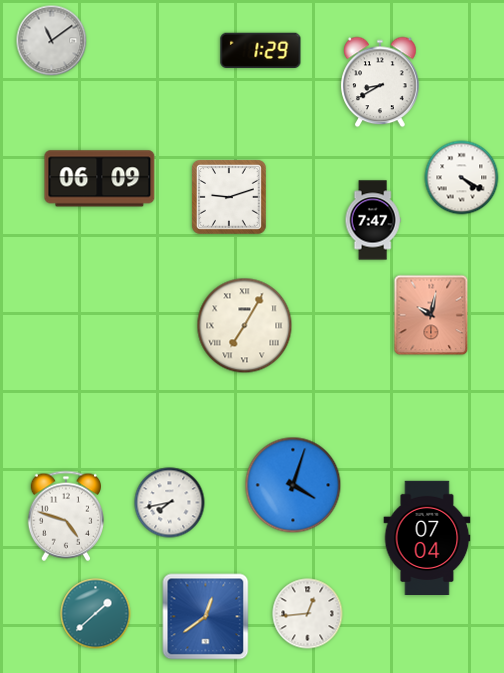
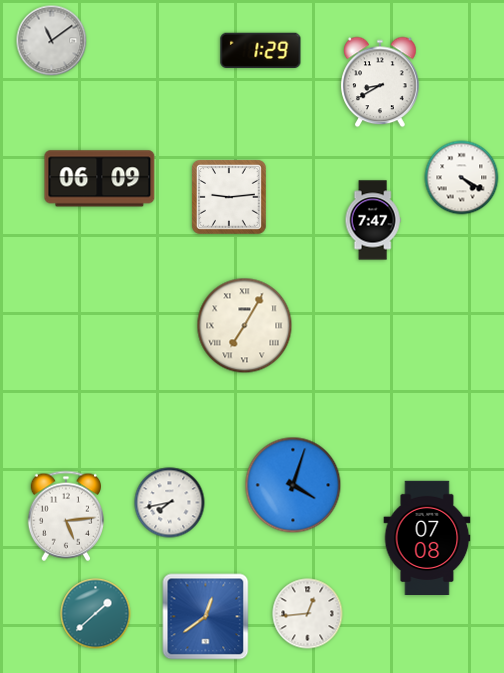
clock at (230, 198): 9:12 -> 9:14
clock at (431, 315): 10:02 -> none
clock at (65, 516): 4:48 -> 5:14
clock at (427, 537): 07:04 -> 07:08
